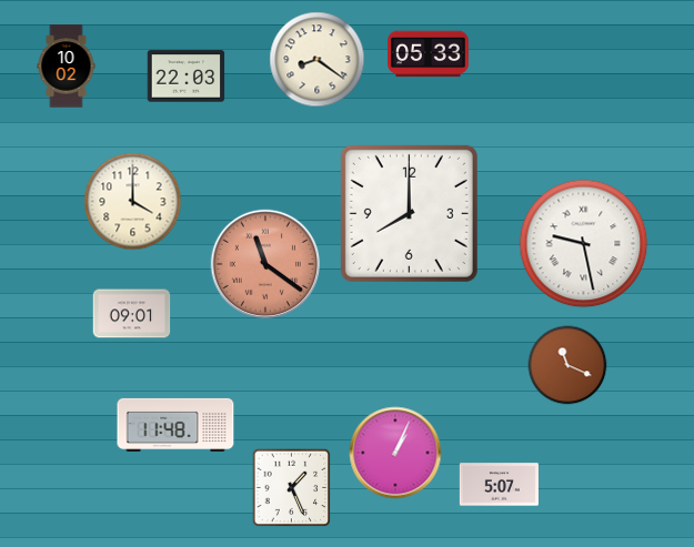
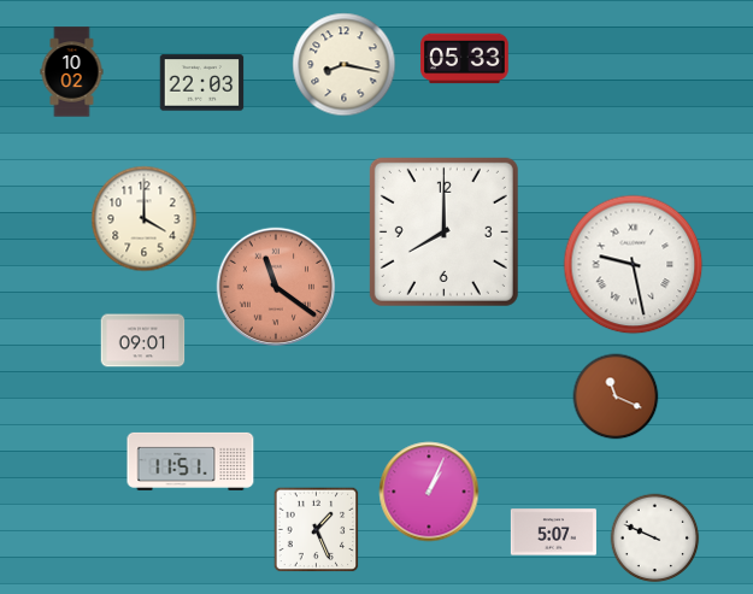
clock at (318, 60): 8:21 -> 8:17
clock at (264, 263) position: (264, 263) -> (275, 286)
clock at (175, 425): 11:48 -> 11:51
clock at (499, 485) position: (499, 485) -> (553, 533)
clock at (655, 539): none -> 9:49
